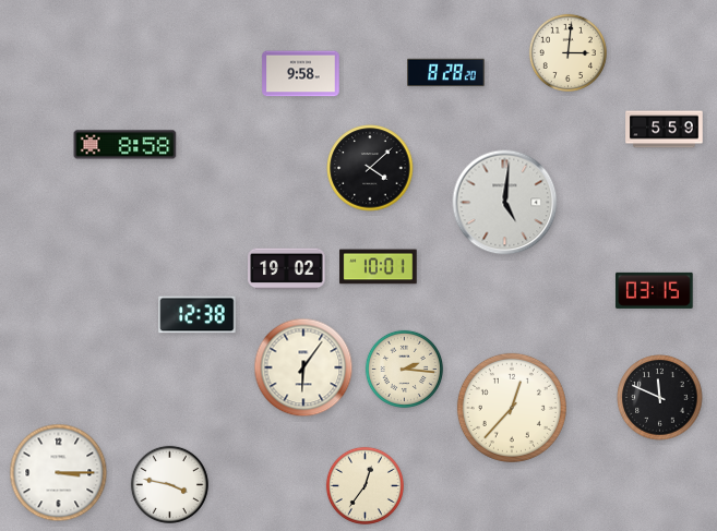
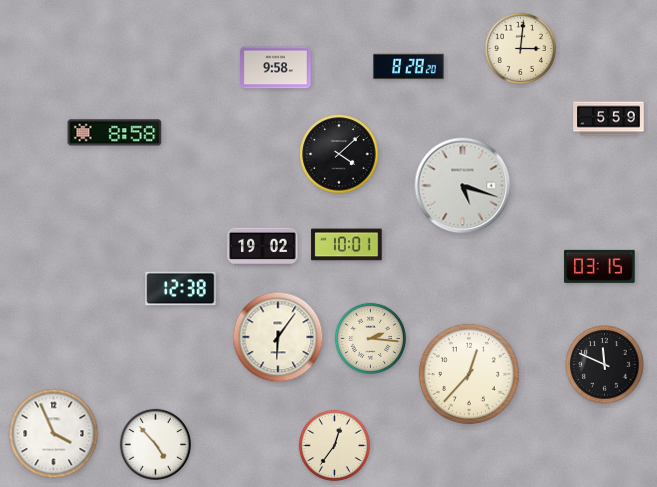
clock at (505, 203): 5:01 -> 5:18
clock at (59, 473): 3:15 -> 3:56
clock at (169, 484): 3:47 -> 4:53
